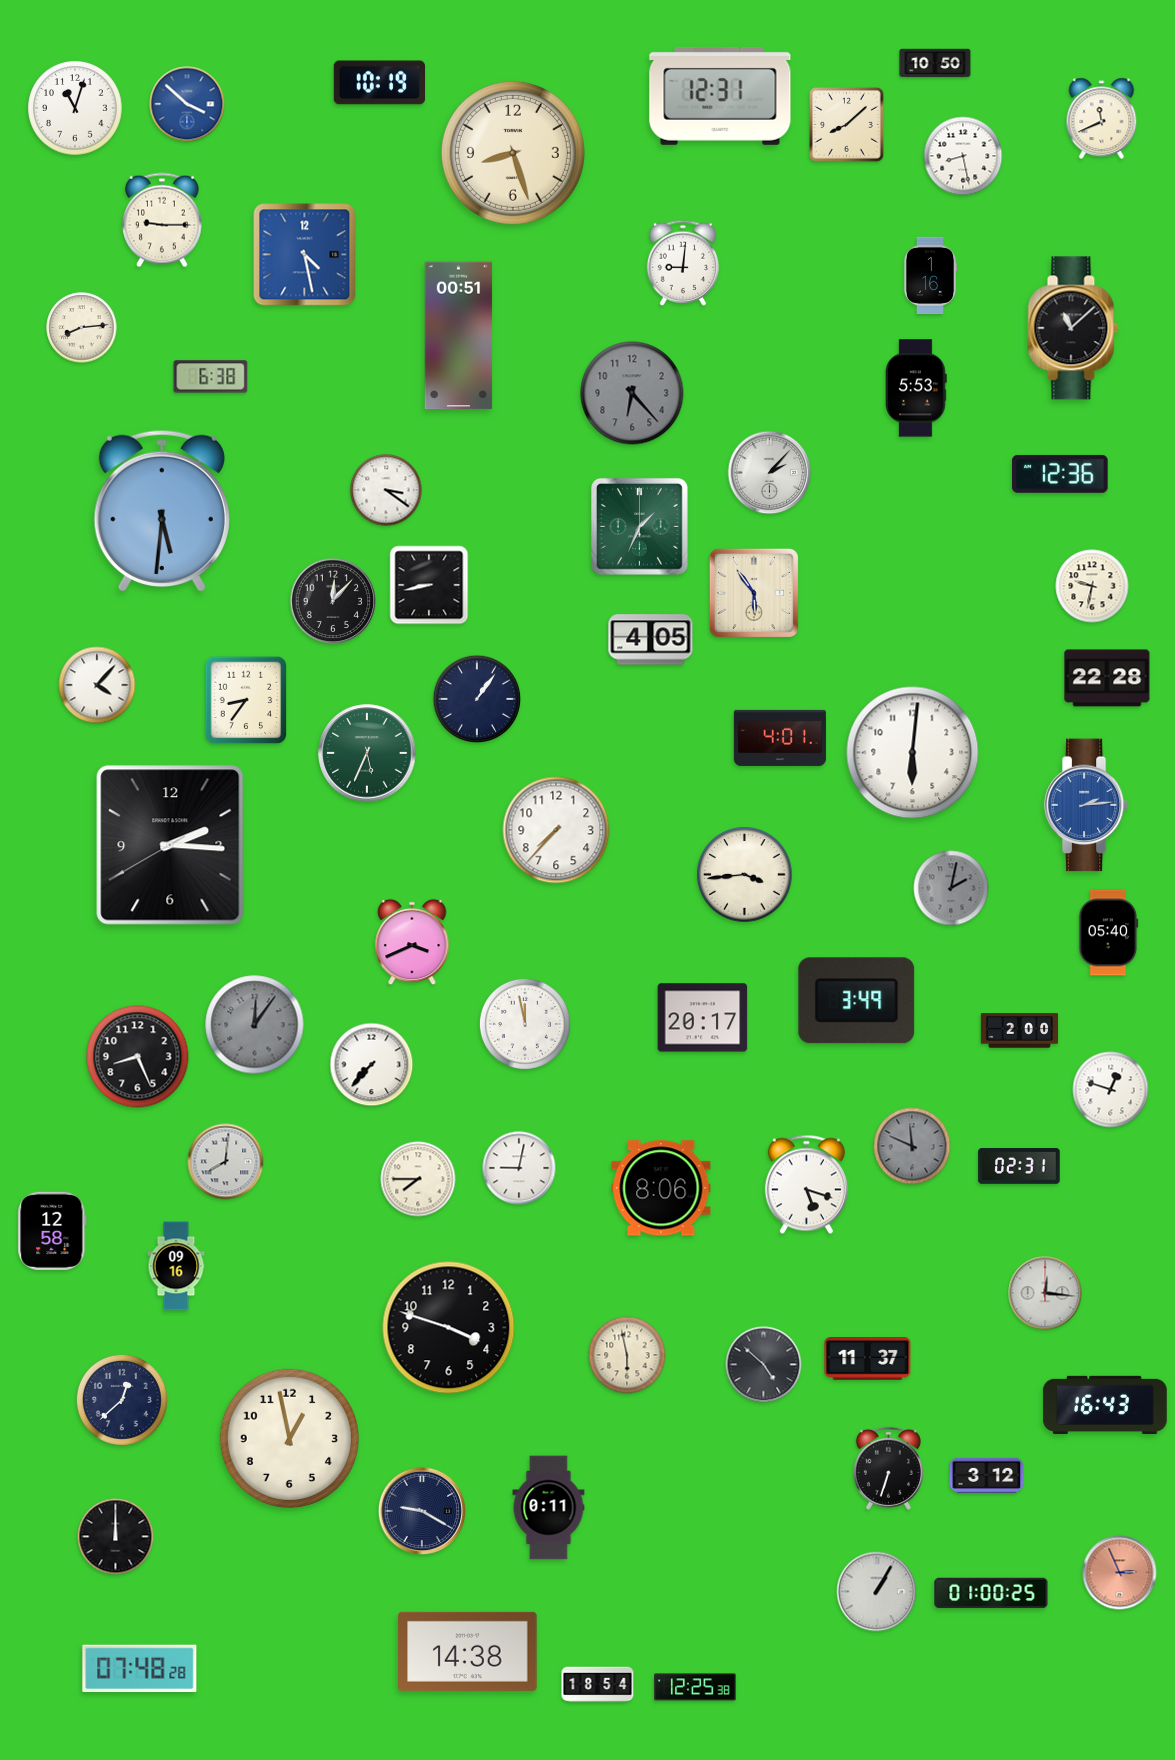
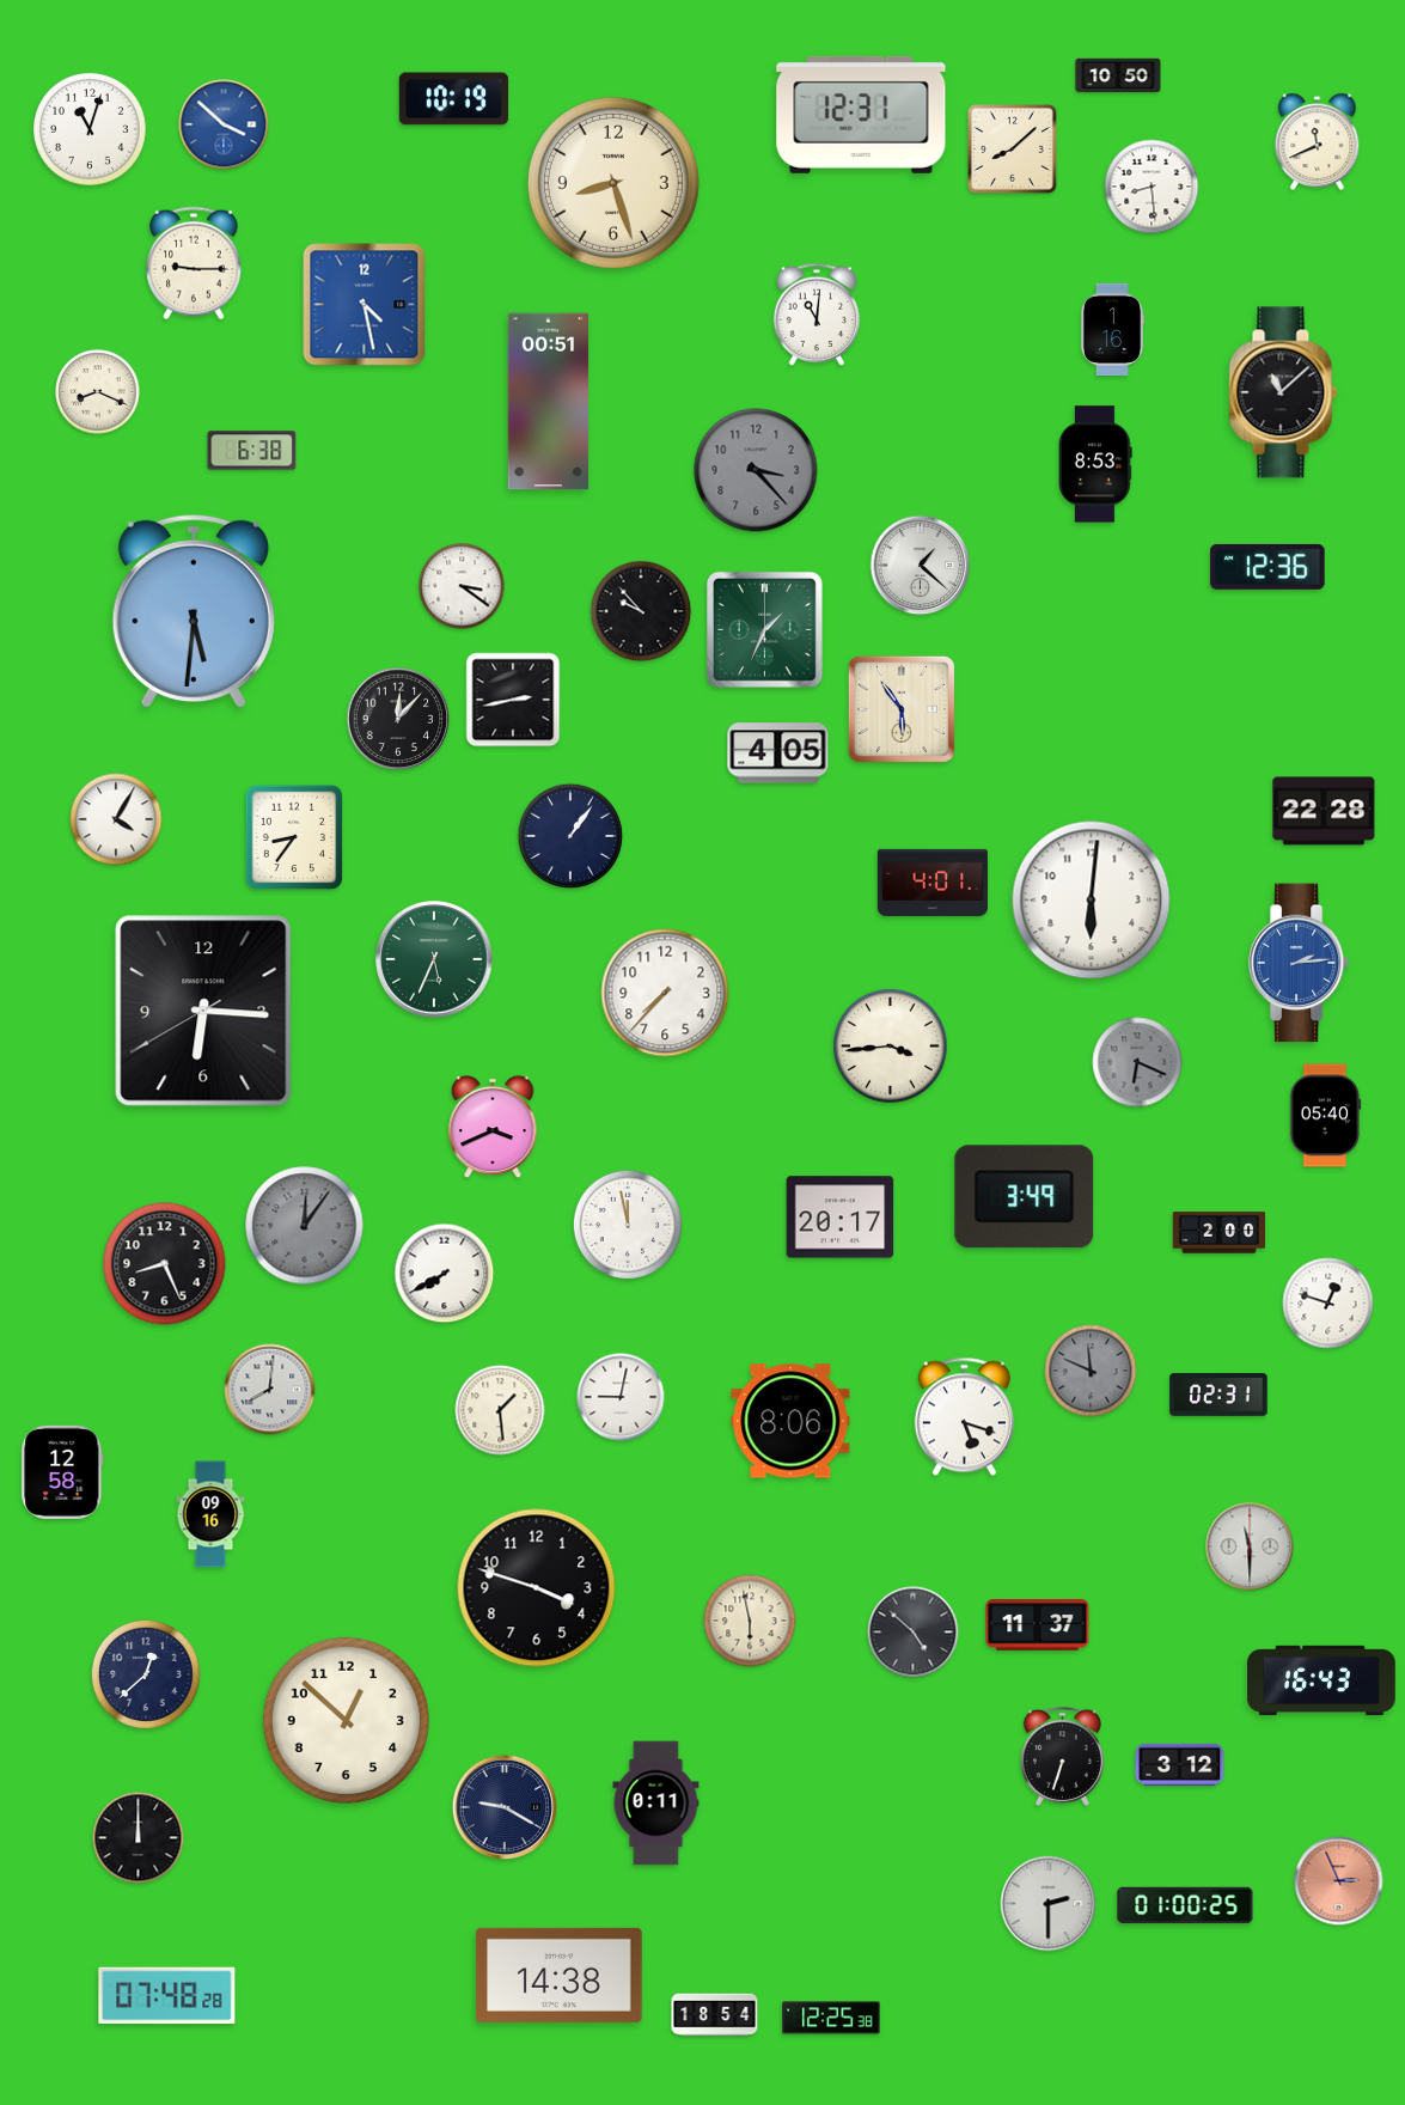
clock at (963, 156): 8:28 -> 8:29
clock at (683, 263): 9:01 -> 11:01
clock at (82, 328): 8:14 -> 8:19
clock at (917, 388): 5:53 -> 8:53
clock at (632, 393): 6:23 -> 3:23
clock at (770, 473): 2:07 -> 1:22
clock at (641, 611): none -> 9:53
clock at (429, 585): 8:43 -> 2:43
clock at (1092, 586): 9:32 -> none
clock at (651, 640) position: (651, 640) -> (778, 753)
clock at (97, 685): 4:07 -> 4:05
clock at (367, 753) position: (367, 753) -> (434, 959)
clock at (170, 845): 2:15 -> 6:15
clock at (951, 888): 2:02 -> 6:19
clock at (372, 1065): 7:37 -> 7:40
clock at (418, 1179): 7:45 -> 1:29
clock at (1045, 1293): 12:16 -> 11:30
clock at (289, 1438): 12:58 -> 12:52
clock at (877, 1592): 1:05 -> 2:30
